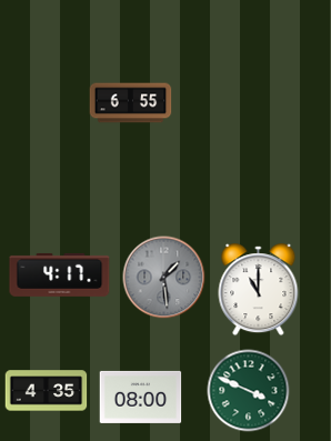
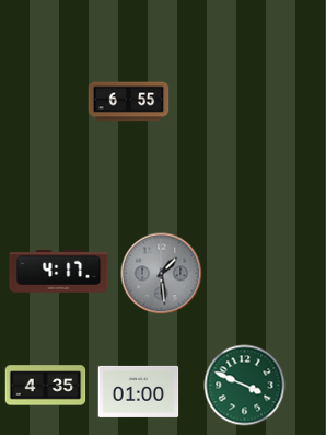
clock at (259, 290): 11:00 -> none
clock at (141, 397): 08:00 -> 01:00
